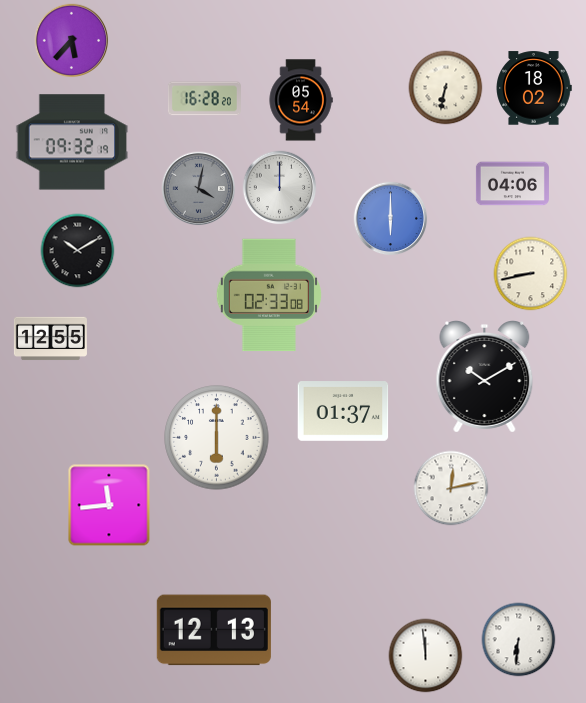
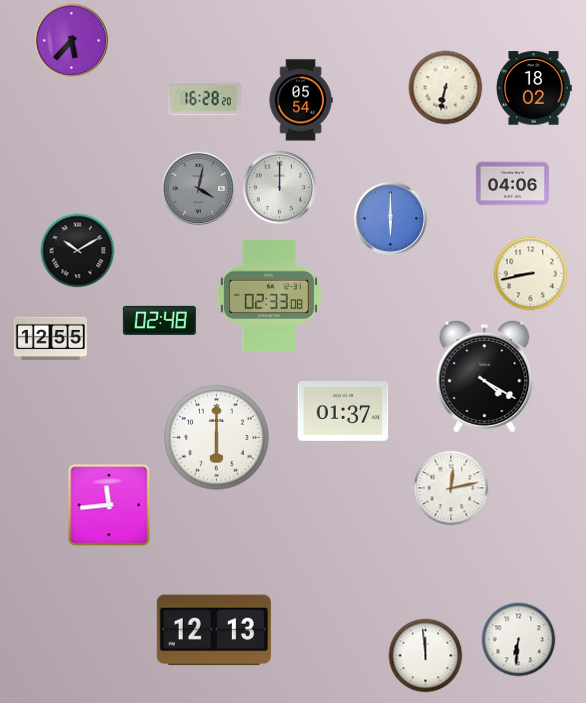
clock at (72, 142): 09:32 -> none
clock at (159, 320): none -> 02:48
clock at (485, 377): 10:10 -> 4:20
